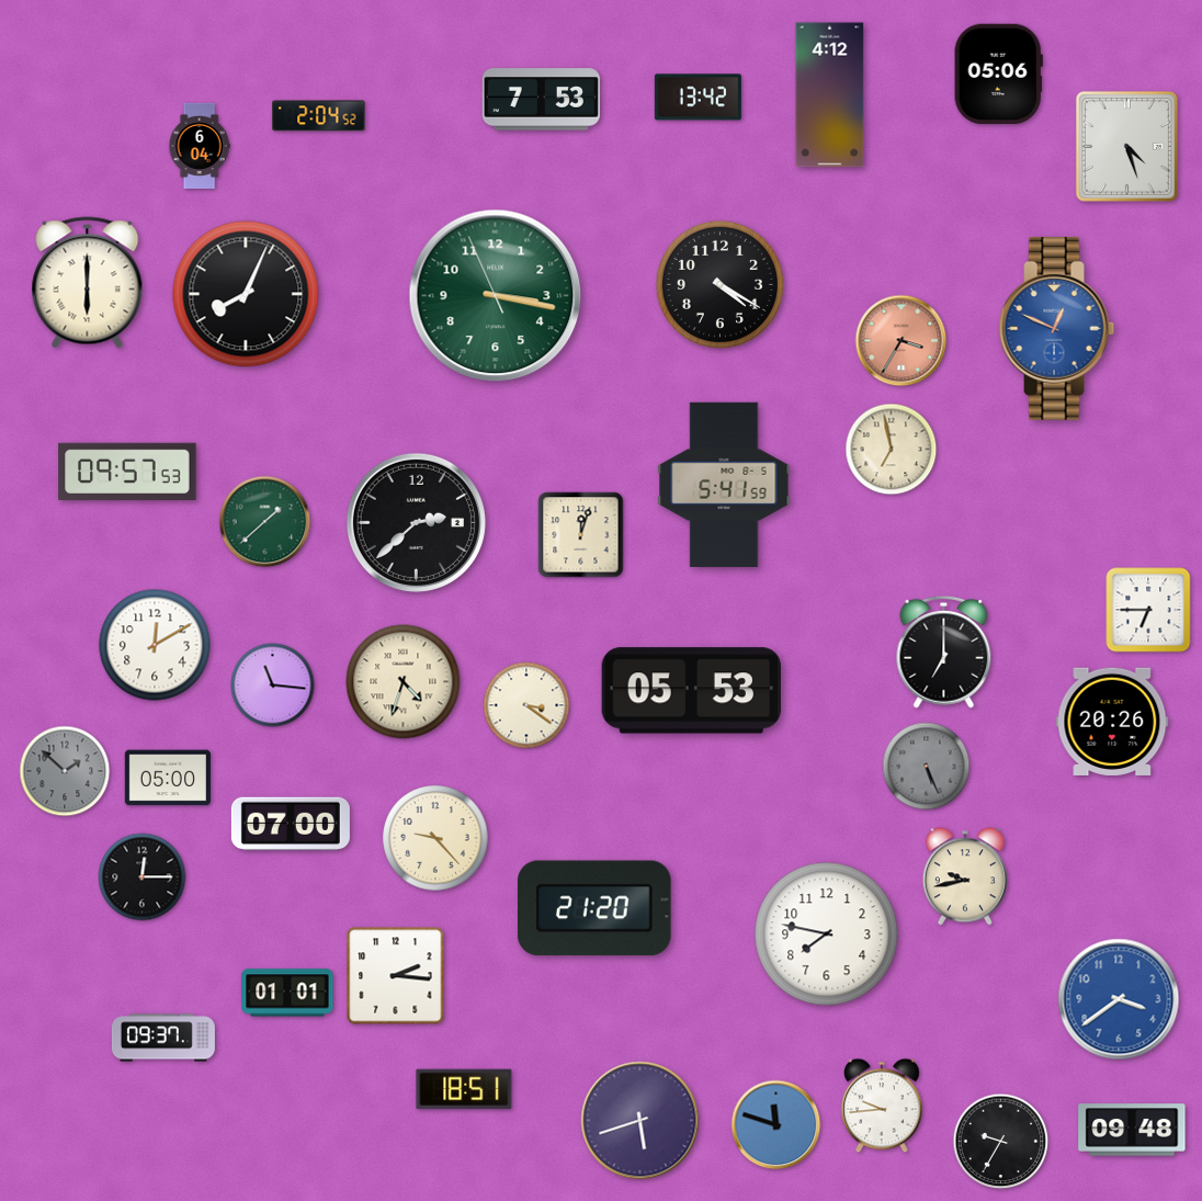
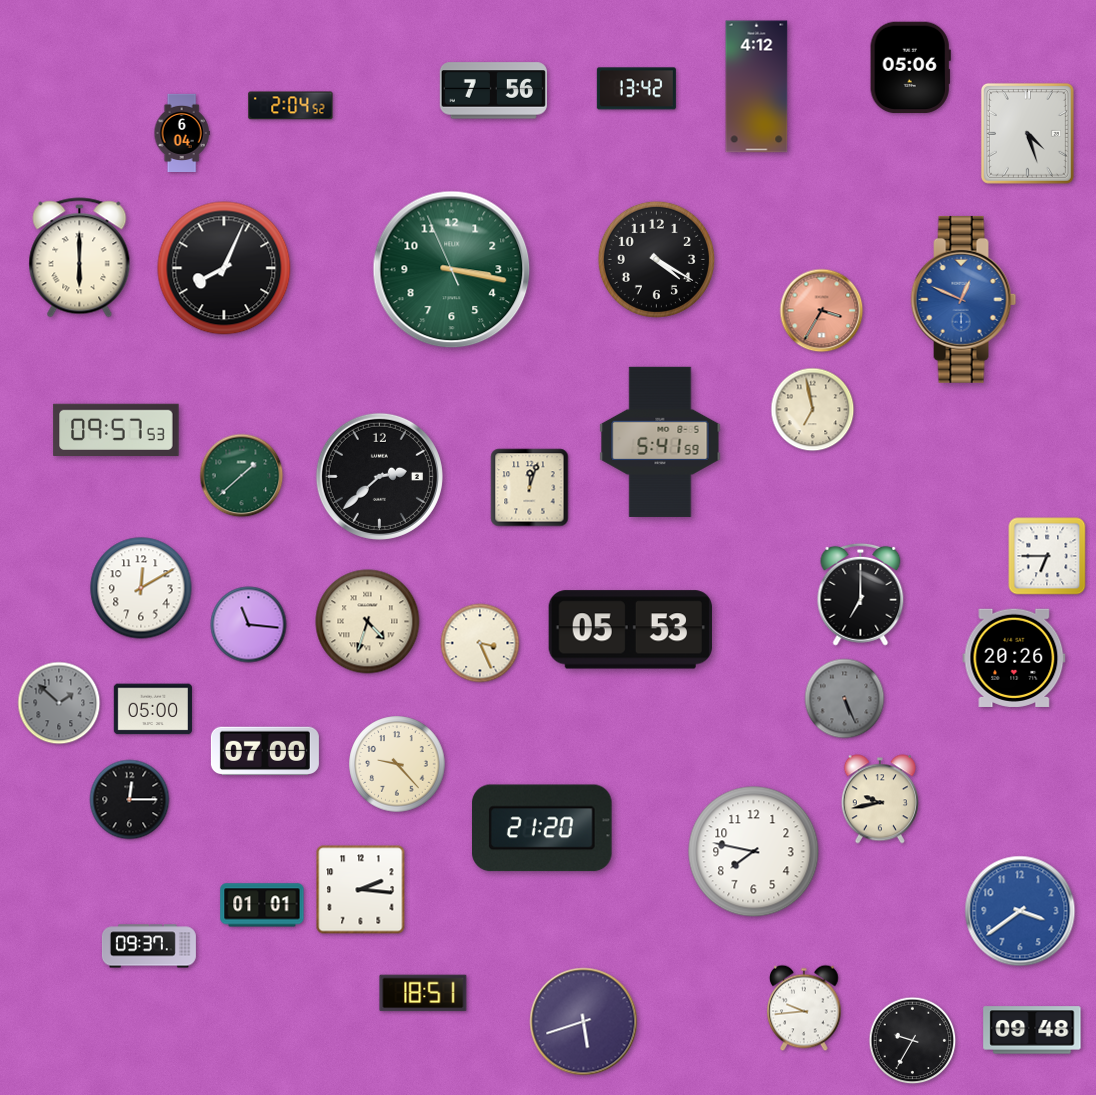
clock at (541, 100): 7:53 -> 7:56
clock at (526, 705): 3:21 -> 3:26
clock at (776, 1125): 11:48 -> none
